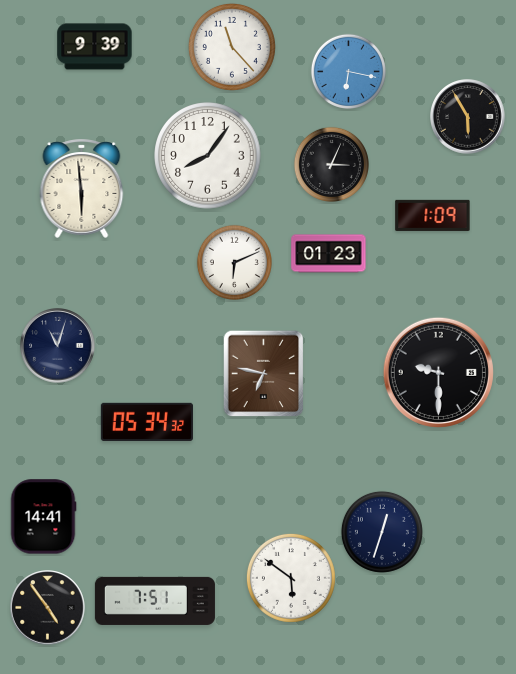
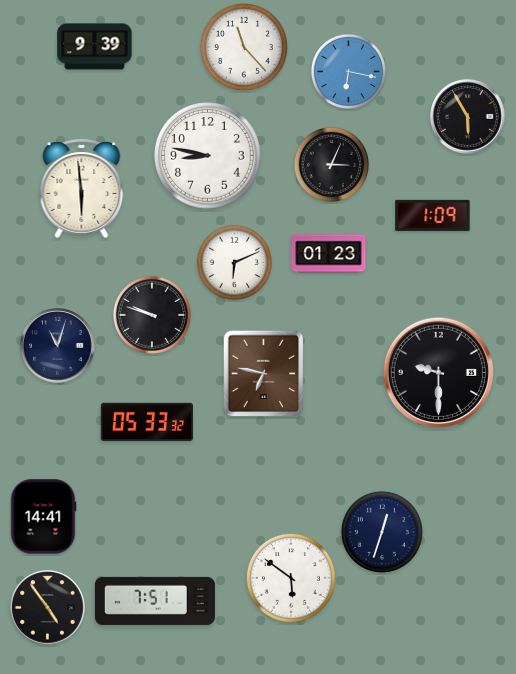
clock at (232, 47) position: (232, 47) -> (244, 47)
clock at (208, 156): 8:06 -> 8:47
clock at (152, 315): none -> 9:48
clock at (147, 421): 05:34 -> 05:33
